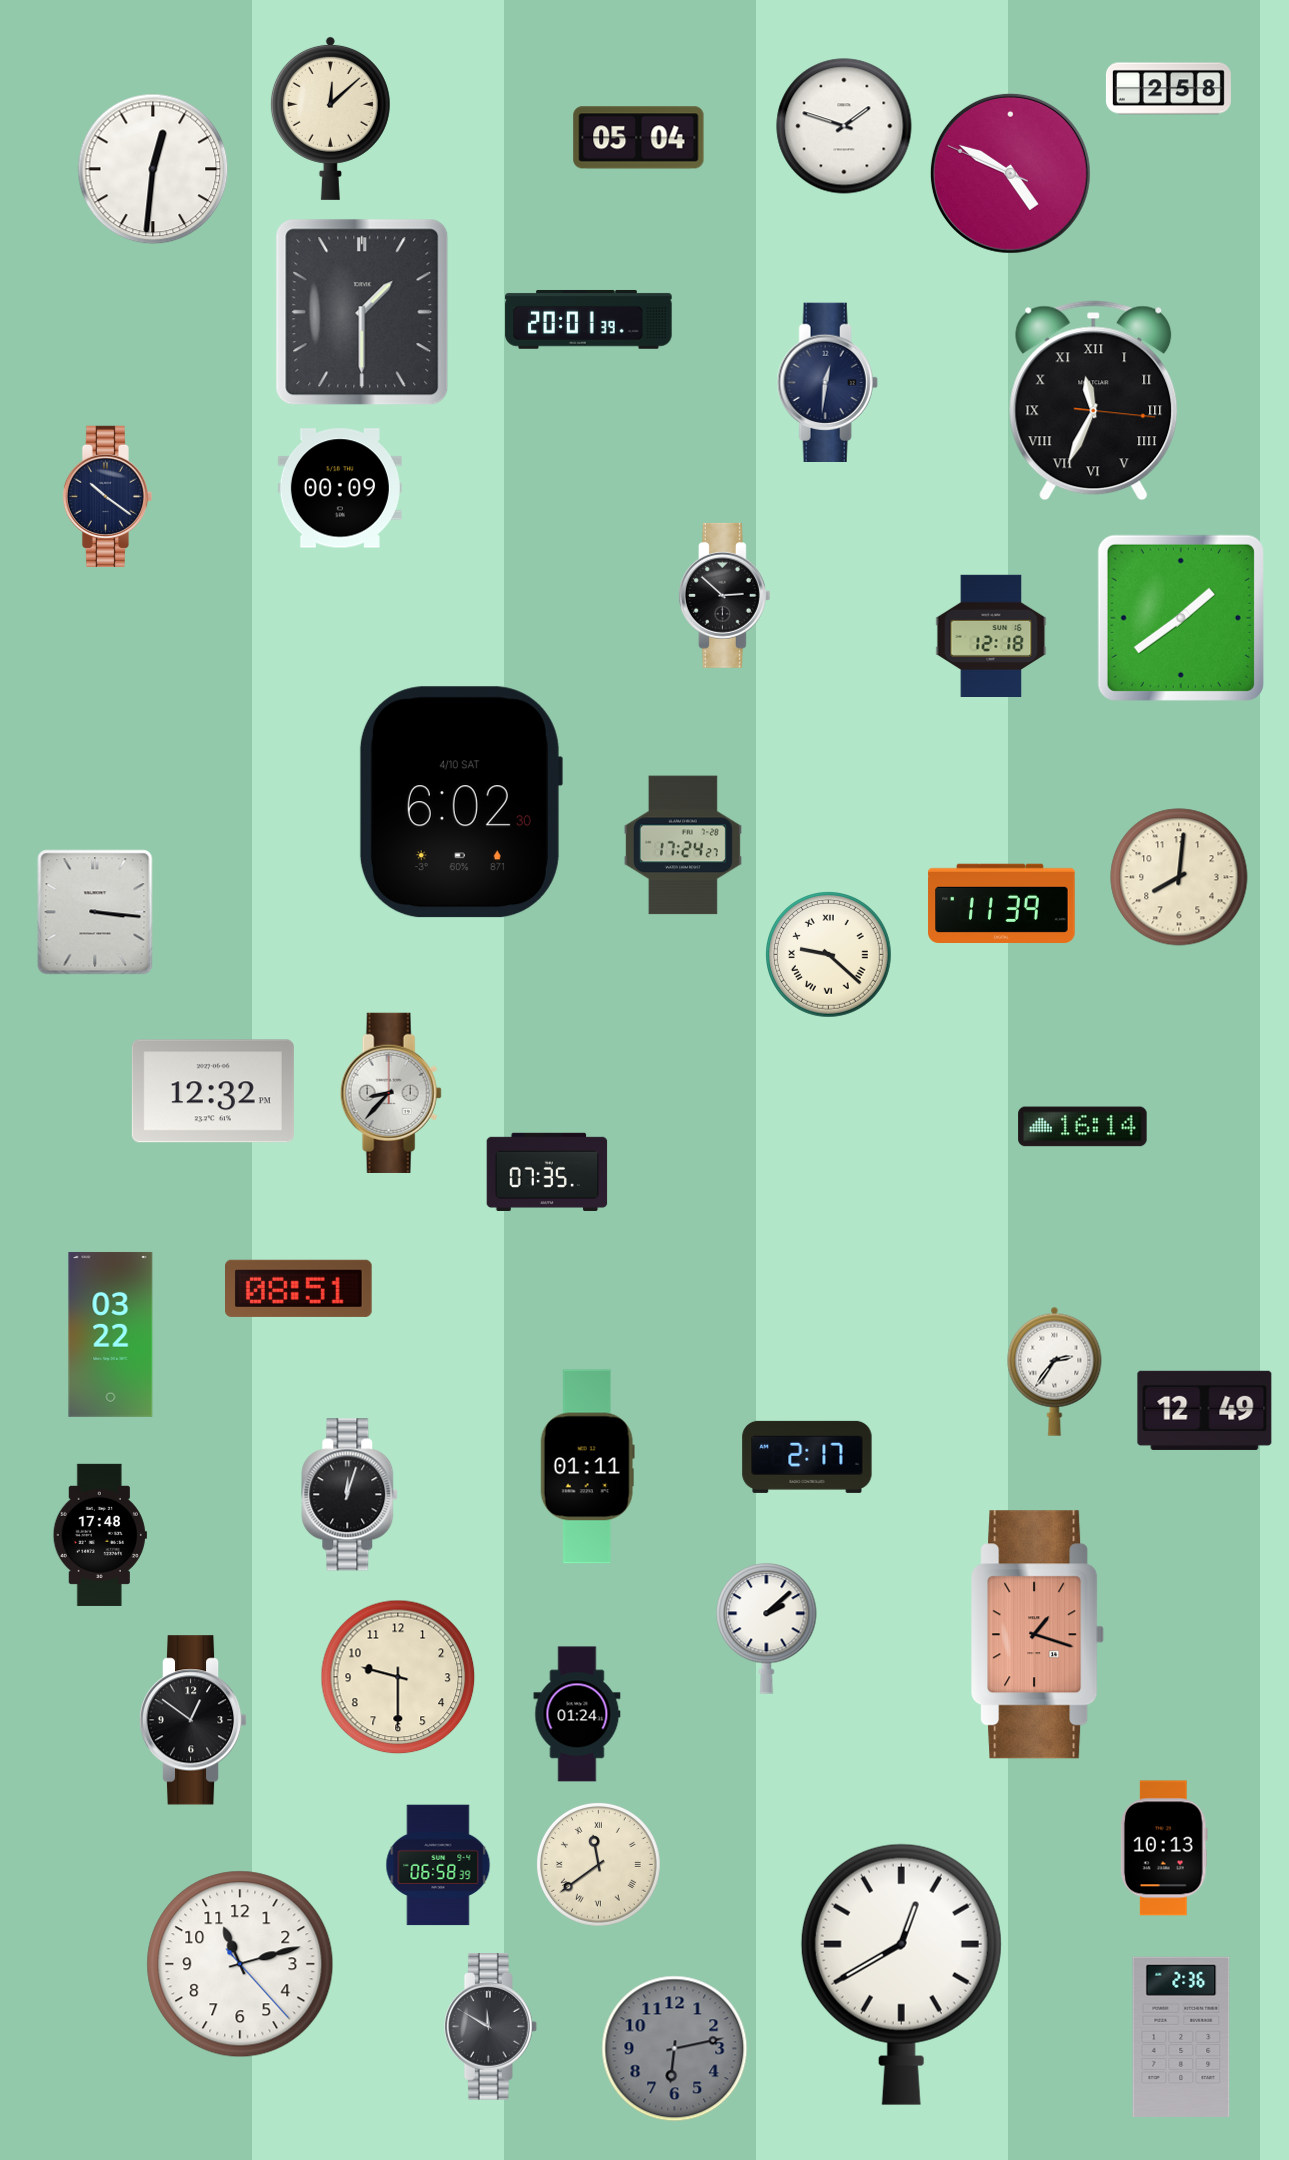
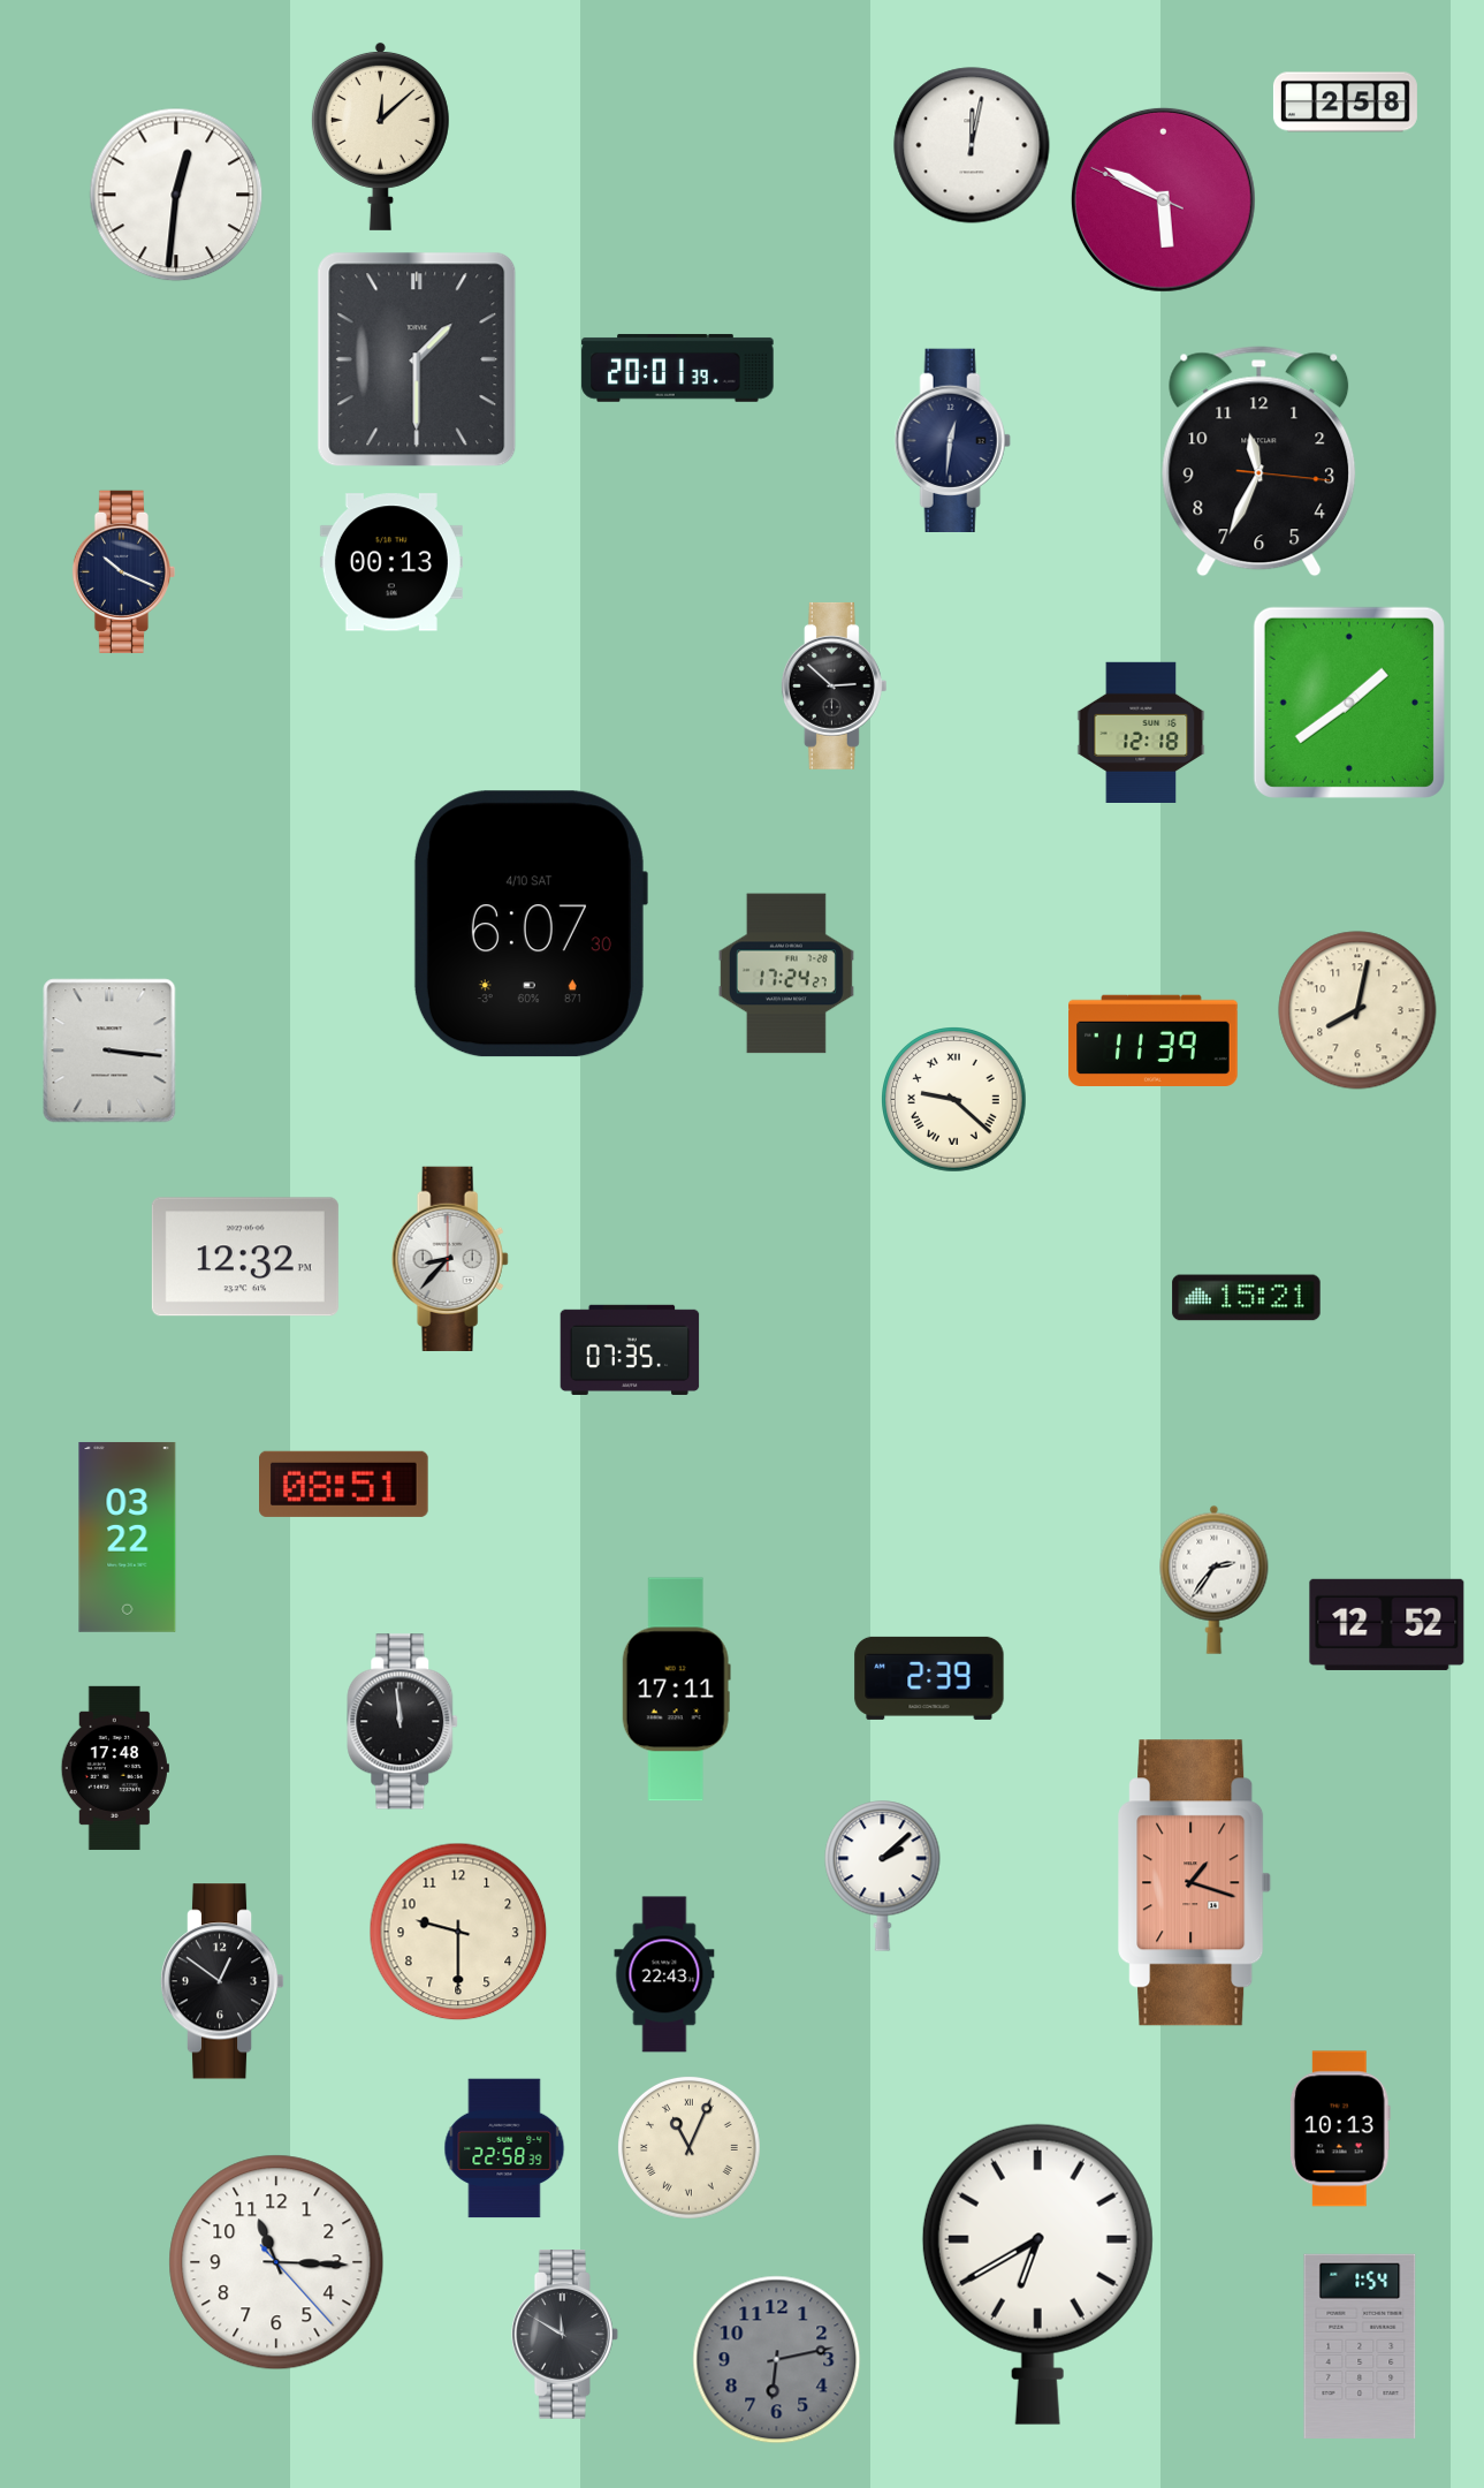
clock at (844, 126): 1:48 -> 12:02
clock at (639, 138): 05:04 -> none
clock at (1010, 173): 4:49 -> 5:49
clock at (1094, 401) numerals: Roman -> Arabic
clock at (340, 488): 00:09 -> 00:13
clock at (107, 496): 10:21 -> 10:19
clock at (1181, 618) position: (1181, 618) -> (1349, 703)
clock at (460, 802): 6:02 -> 6:07
clock at (1179, 877): 8:01 -> 8:02
clock at (1083, 1127): 16:14 -> 15:21
clock at (1205, 1410): 12:49 -> 12:52
clock at (807, 1457): 2:17 -> 2:39
clock at (587, 1467): 01:11 -> 17:11
clock at (350, 1495): 12:03 -> 11:59
clock at (577, 1714): 01:24 -> 22:43
clock at (598, 1864): 11:39 -> 11:04
clock at (438, 1865): 06:58 -> 22:58
clock at (240, 1964): 11:12 -> 11:15
clock at (901, 1974): 12:40 -> 6:40
clock at (1181, 2037): 2:36 -> 1:54
